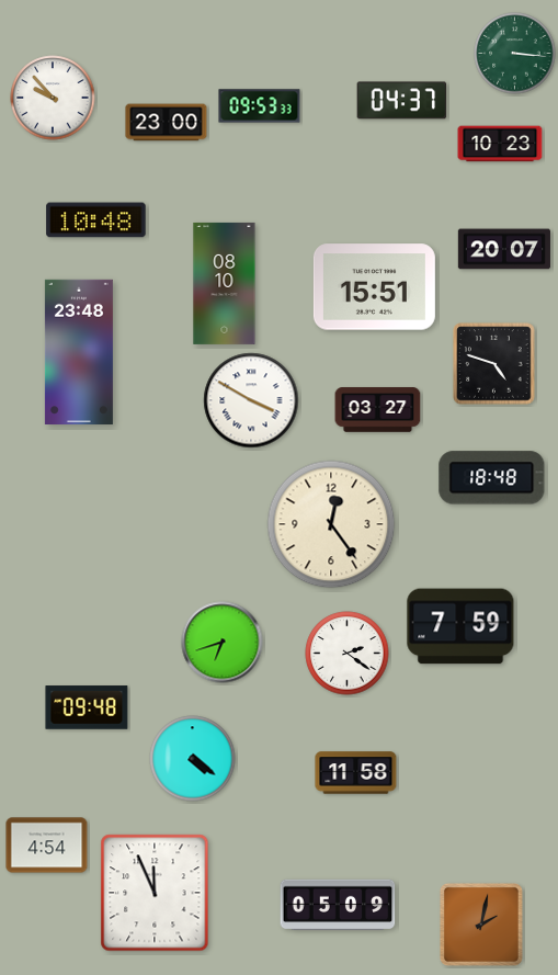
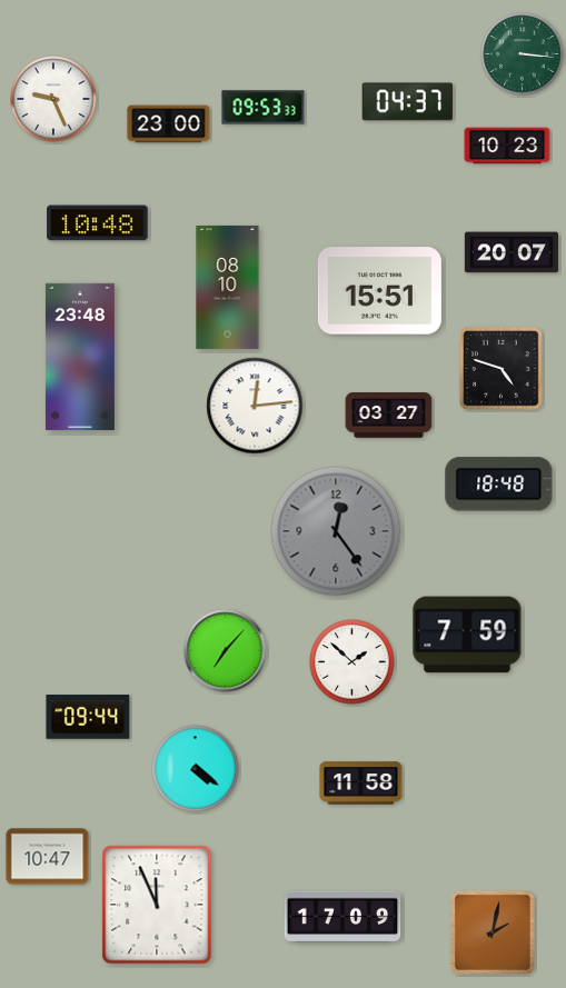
clock at (53, 98): 9:53 -> 9:26
clock at (251, 400): 3:50 -> 12:14
clock at (378, 410) position: (378, 410) -> (389, 416)
clock at (331, 524) dial: cream -> grey
clock at (223, 643): 6:42 -> 7:07
clock at (348, 654): 2:21 -> 1:52
clock at (87, 707): 09:48 -> 09:44
clock at (47, 846): 4:54 -> 10:47
clock at (338, 905): 05:09 -> 17:09
clock at (481, 925) position: (481, 925) -> (493, 932)
